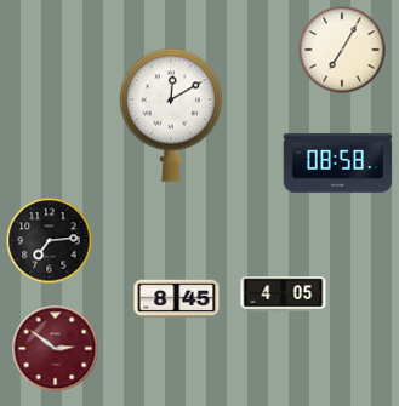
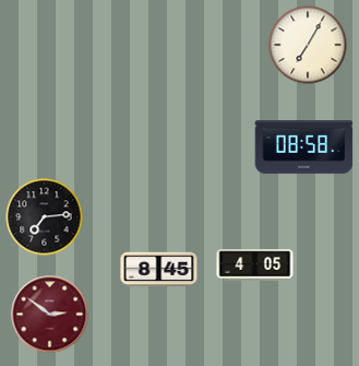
clock at (171, 115): 12:10 -> none
